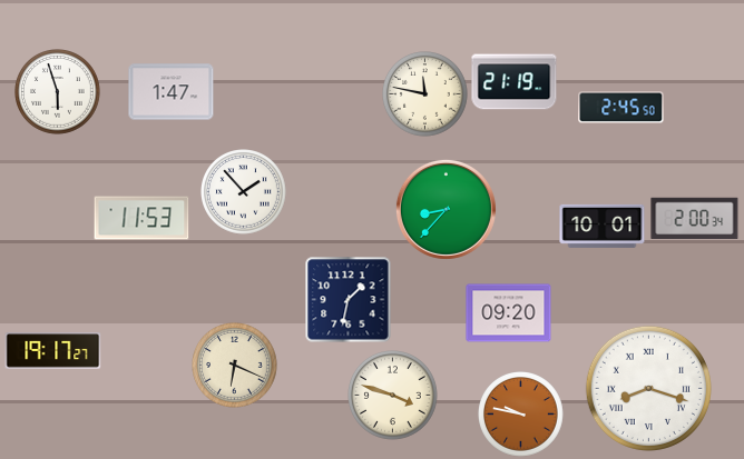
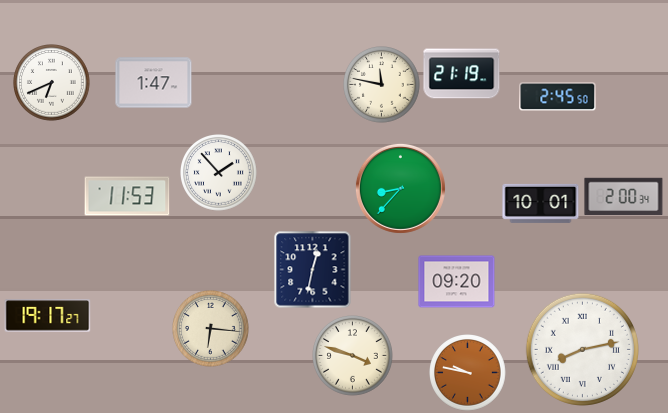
clock at (58, 92): 5:57 -> 6:41
clock at (349, 300): 1:32 -> 12:32
clock at (235, 366): 6:19 -> 6:16
clock at (648, 388): 8:18 -> 8:13
